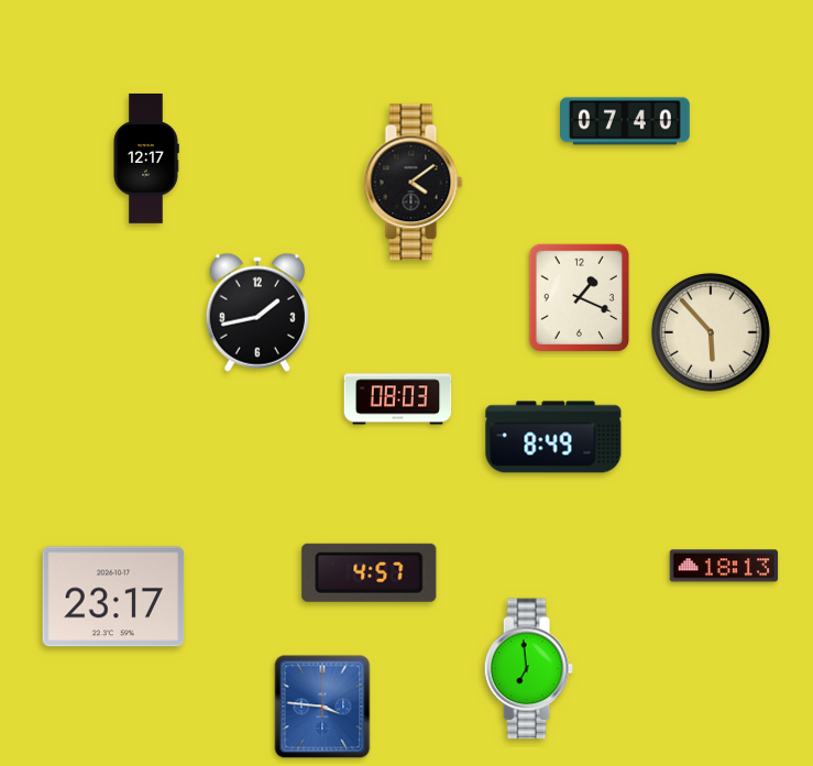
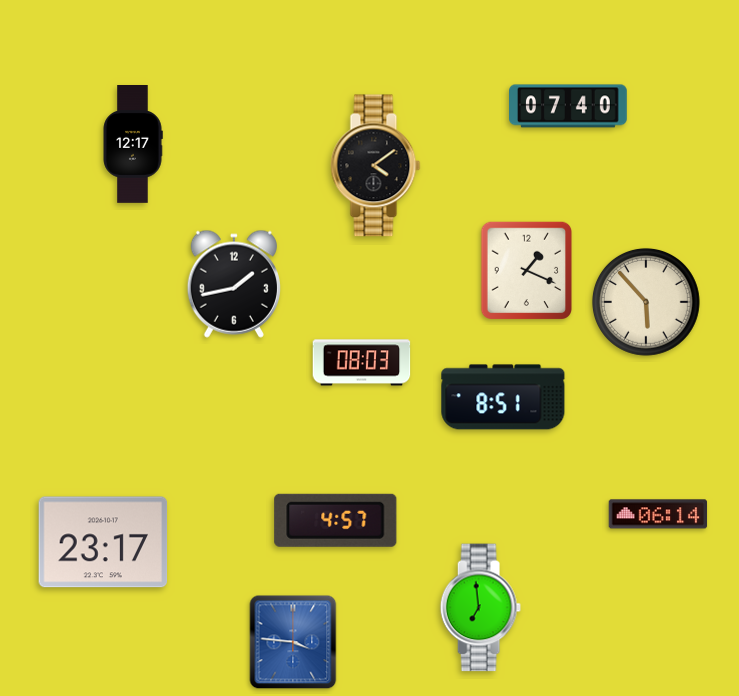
clock at (626, 121) position: (626, 121) -> (569, 106)
clock at (553, 437): 8:49 -> 8:51
clock at (724, 566): 18:13 -> 06:14
